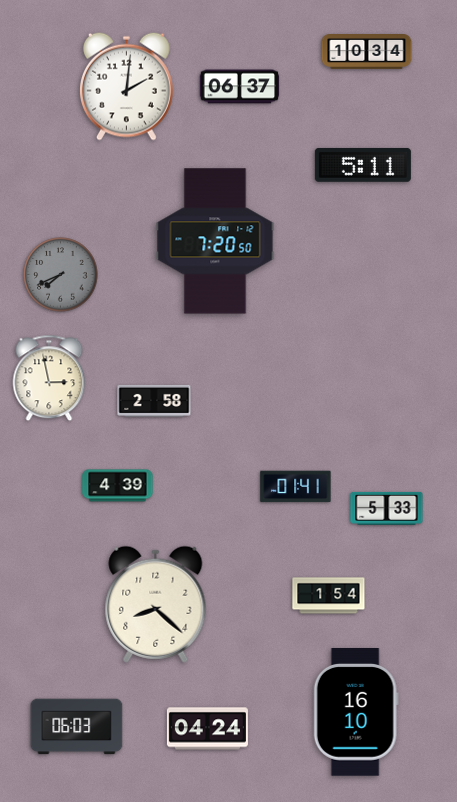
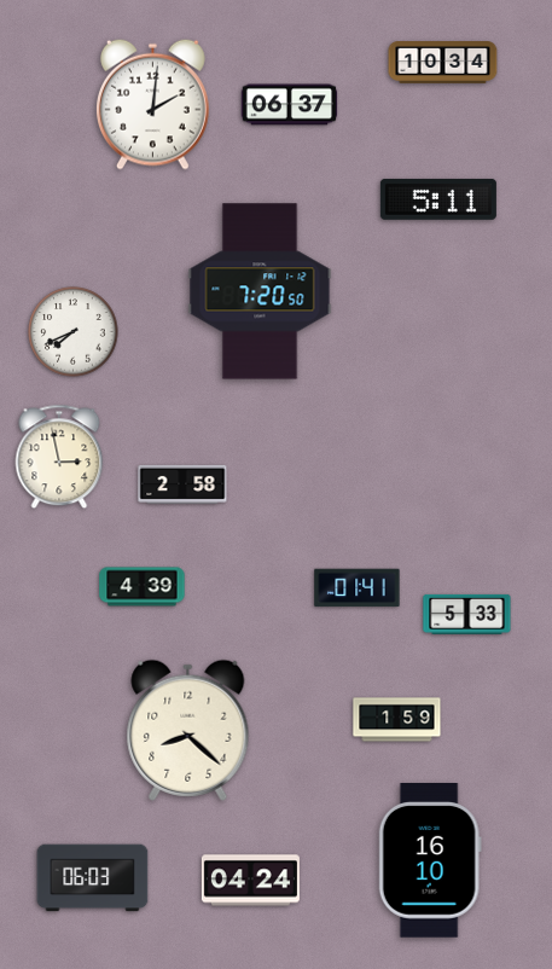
clock at (61, 275) dial: grey -> white
clock at (154, 401) position: (154, 401) -> (182, 485)
clock at (329, 596): 1:54 -> 1:59
